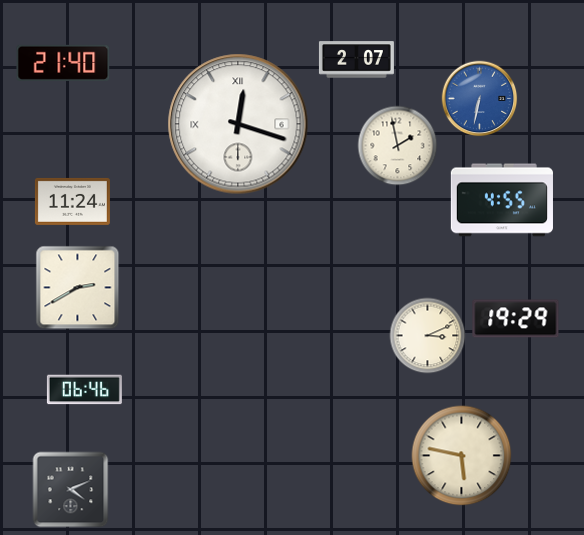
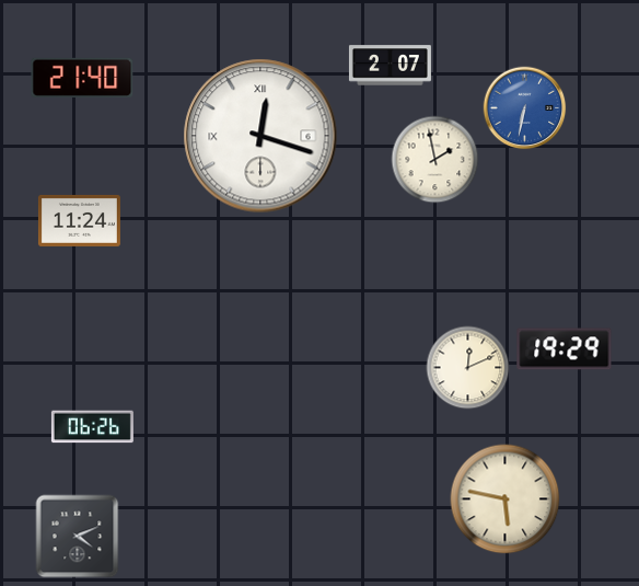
clock at (63, 63) position: (63, 63) -> (82, 78)
clock at (502, 200): 4:55 -> none
clock at (78, 288): 2:40 -> none
clock at (428, 336): 3:11 -> 12:11
clock at (84, 390): 06:46 -> 06:26
